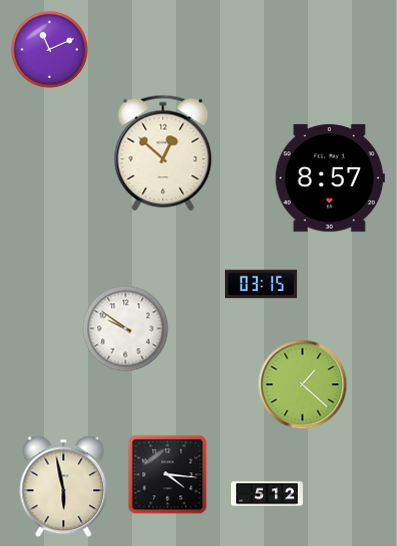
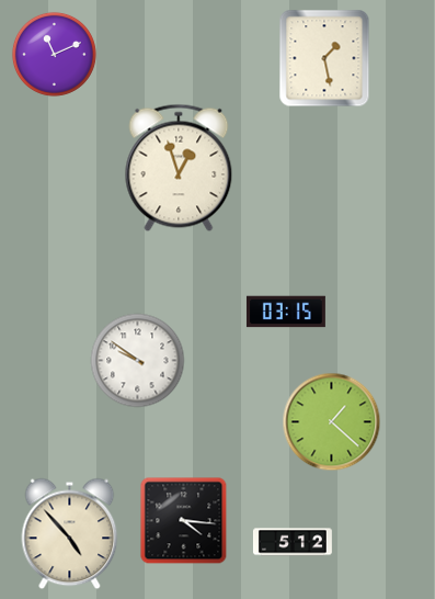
clock at (324, 58): none -> 1:28
clock at (163, 153): 12:52 -> 12:57
clock at (330, 178): 8:57 -> none
clock at (64, 487): 5:58 -> 4:53
